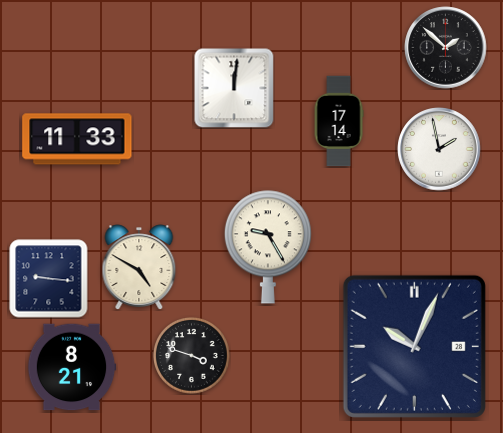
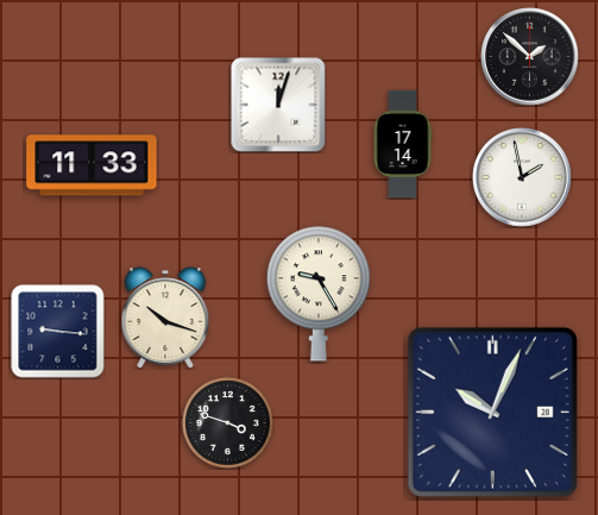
clock at (234, 88): 12:01 -> 12:03
clock at (139, 267): 4:50 -> 10:18
clock at (72, 367): 8:21 -> none
